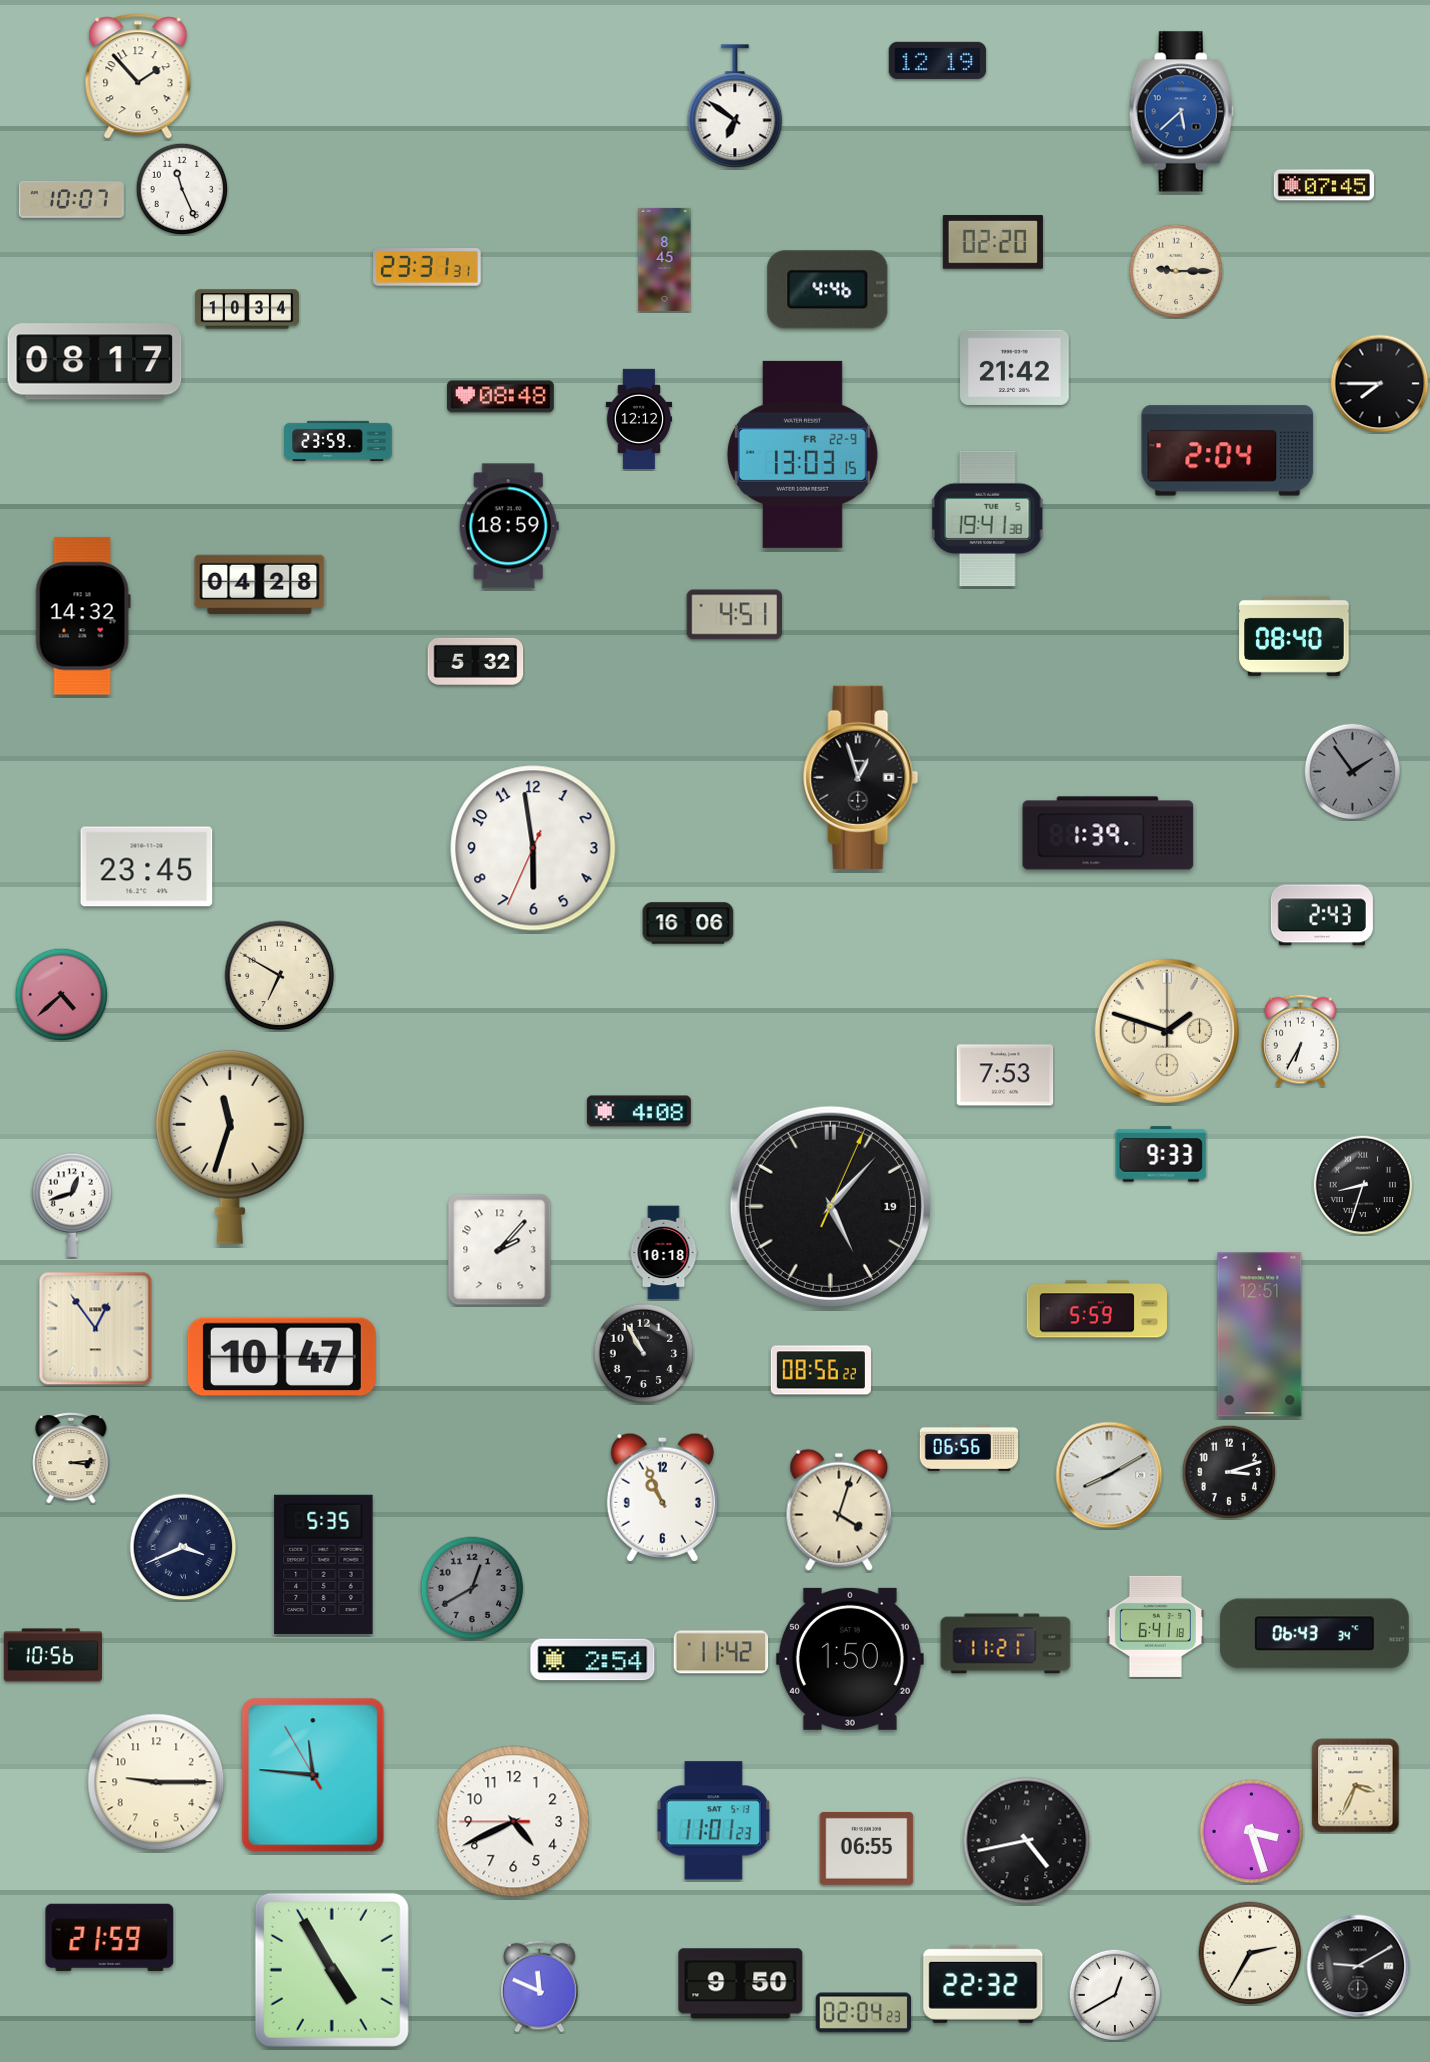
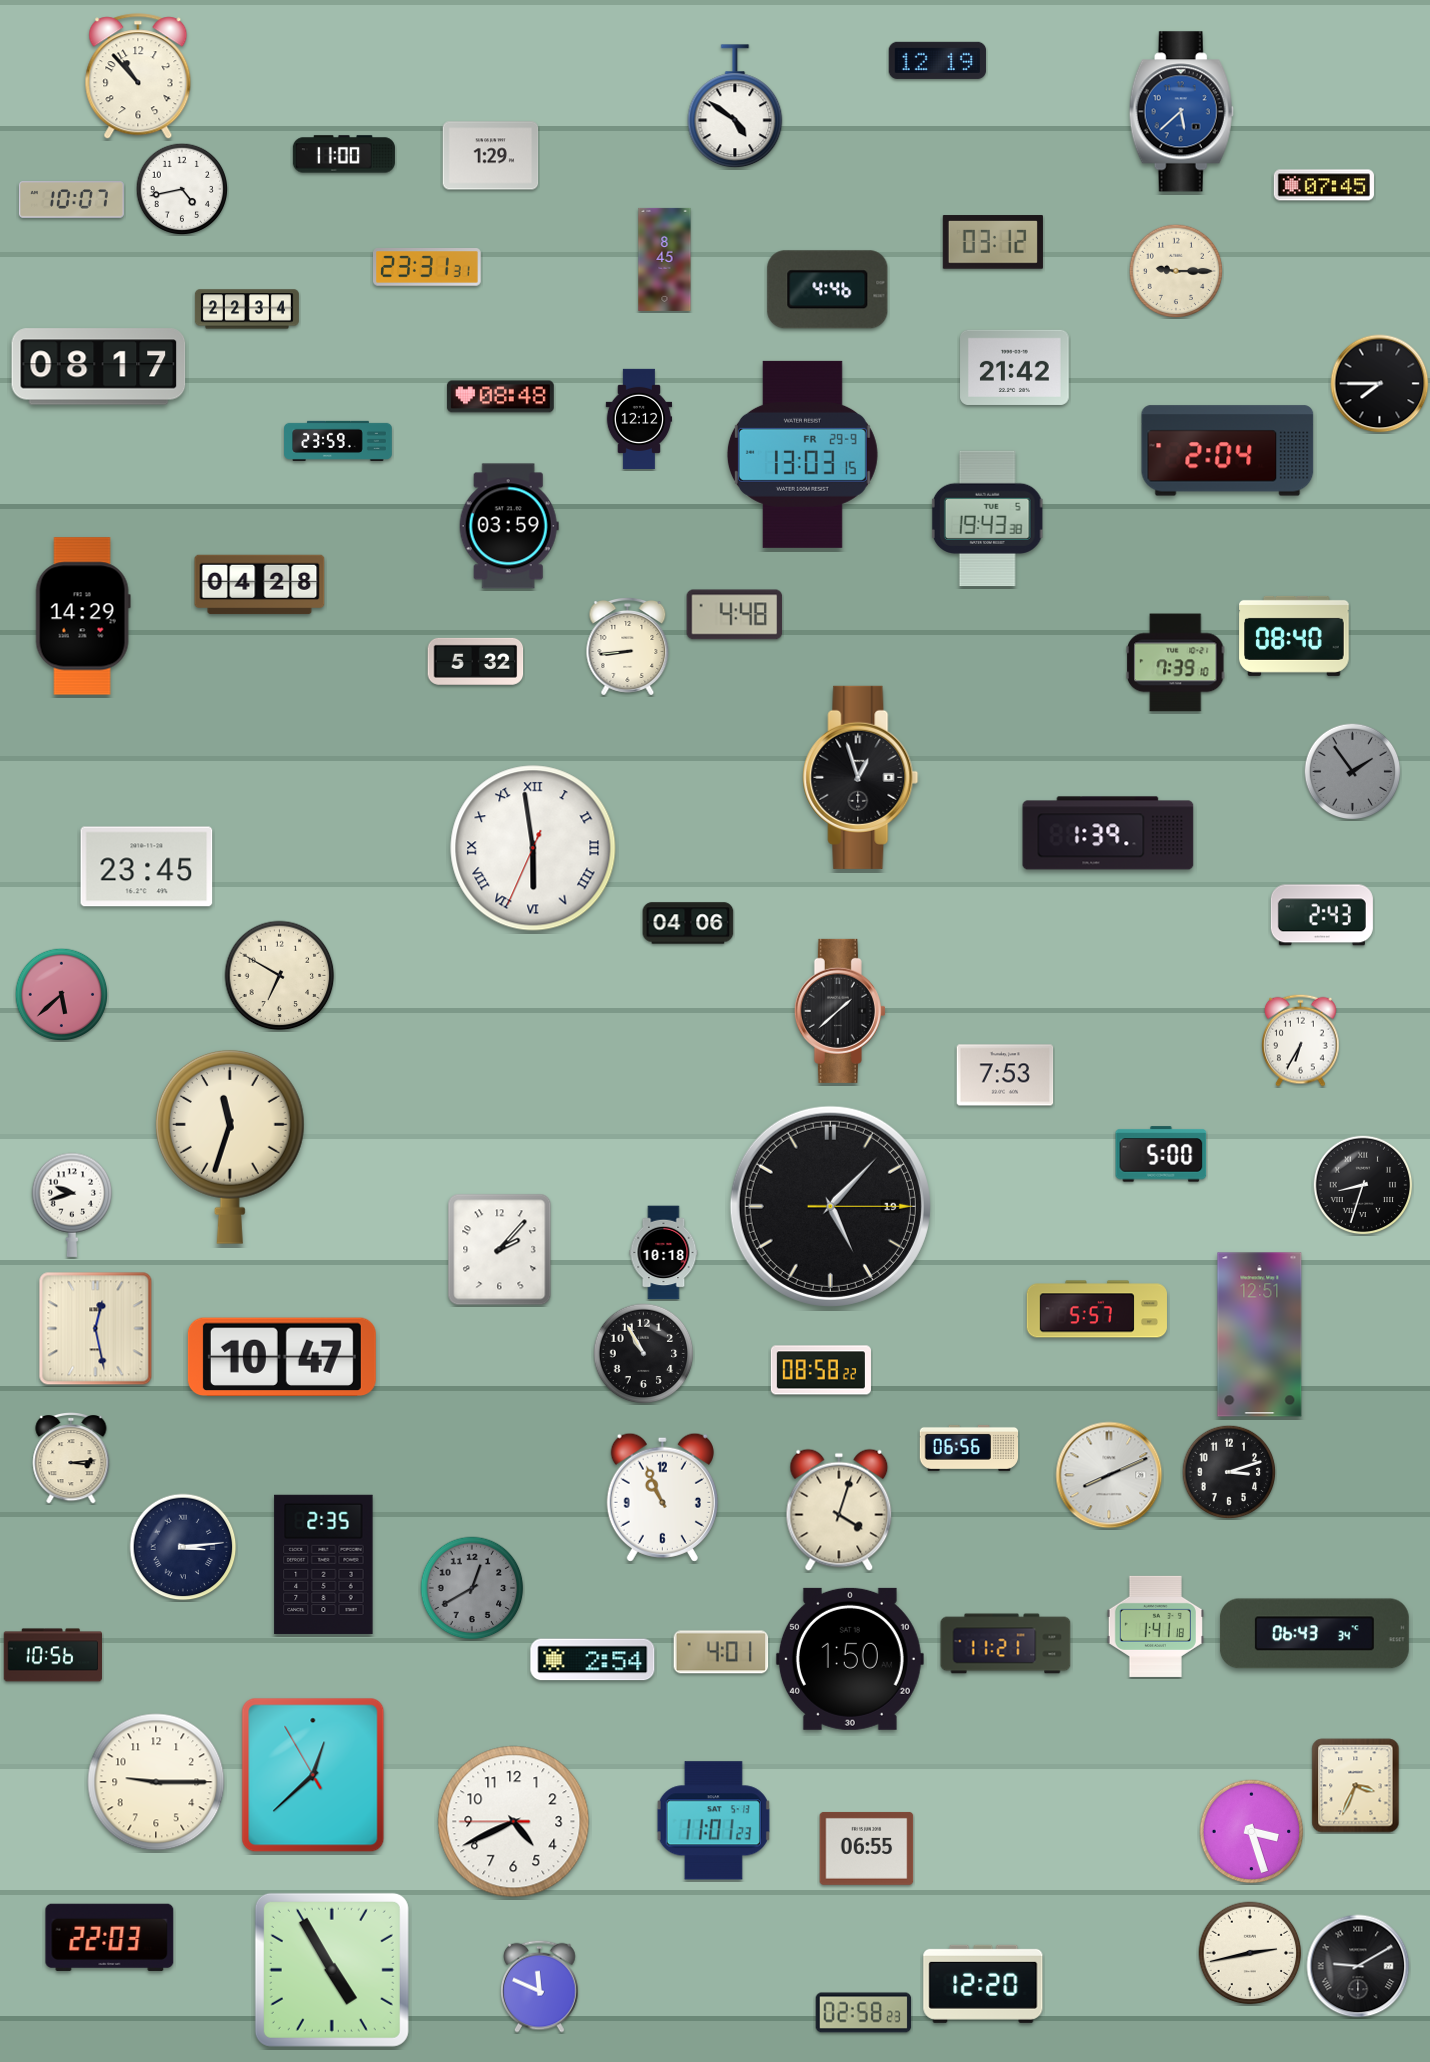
clock at (138, 77): 1:53 -> 10:53
clock at (735, 107): 6:51 -> 4:51
clock at (344, 154): none -> 11:00
clock at (491, 156): none -> 1:29
clock at (182, 189): 11:26 -> 4:43
clock at (993, 242): 02:20 -> 03:12
clock at (247, 309): 10:34 -> 22:34
clock at (95, 362) position: (95, 362) -> (99, 367)
clock at (802, 454) date: FR 22-9 -> FR 29-9
clock at (987, 519): 19:41 -> 19:43
clock at (509, 526): 18:59 -> 03:59
clock at (735, 615): 4:51 -> 4:48
clock at (83, 616): 14:32 -> 14:29
clock at (628, 647): none -> 8:44
clock at (1176, 663): none -> 7:39
clock at (533, 848) numerals: Arabic -> Roman
clock at (688, 923): 16:06 -> 04:06
clock at (61, 994): 4:38 -> 5:38
clock at (840, 1011): none -> 1:38
clock at (1167, 1031): 1:48 -> none
clock at (639, 1111): 4:08 -> none
clock at (1161, 1154): 9:33 -> 5:00
clock at (72, 1205): 12:42 -> 9:42
clock at (830, 1206): 5:07:04 -> 5:07:15
clock at (1097, 1309): 5:59 -> 5:57
clock at (96, 1329): 12:54 -> 12:28
clock at (821, 1370): 08:56 -> 08:58
clock at (1109, 1475): 8:10 -> 8:11
clock at (183, 1547): 3:41 -> 3:14
clock at (324, 1564): 5:35 -> 2:35
clock at (1155, 1626): 6:41 -> 1:41
clock at (721, 1652): 11:42 -> 4:01
clock at (313, 1775): 11:45 -> 12:37
clock at (1027, 1841): 4:43 -> none
clock at (110, 1937): 21:59 -> 22:03
clock at (1250, 1953): 2:35 -> 2:43
clock at (741, 1984): 9:50 -> none
clock at (983, 1984): 22:32 -> 12:20
clock at (1115, 1995): 12:40 -> none
clock at (864, 2013): 02:04 -> 02:58
